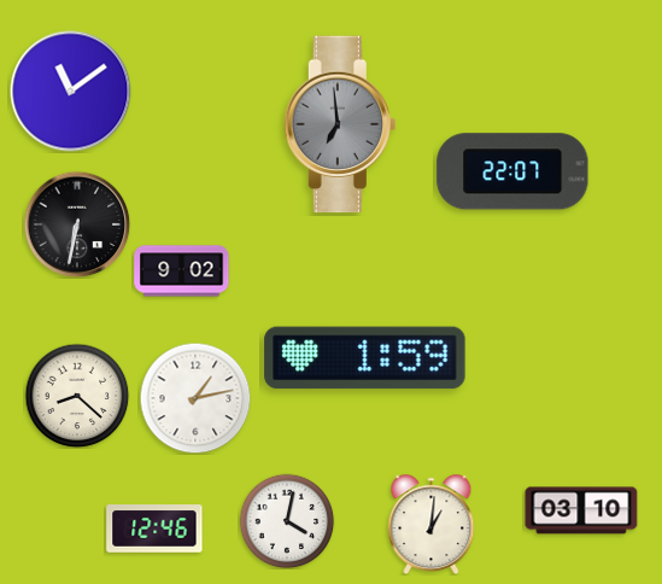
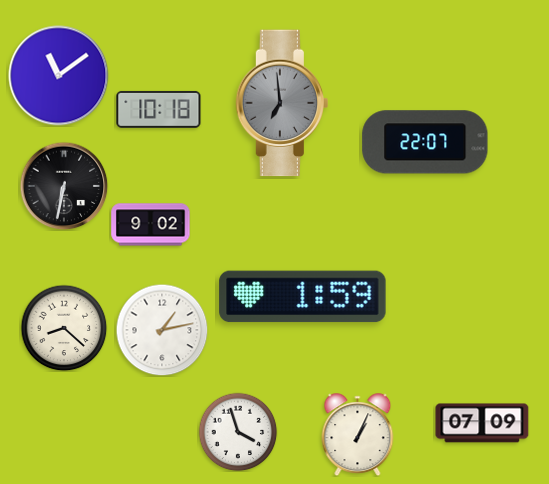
clock at (159, 109): none -> 10:18
clock at (581, 510): 03:10 -> 07:09
clock at (287, 521): 4:02 -> 3:57
clock at (432, 525): 1:01 -> 1:04
clock at (154, 528): 12:46 -> none
